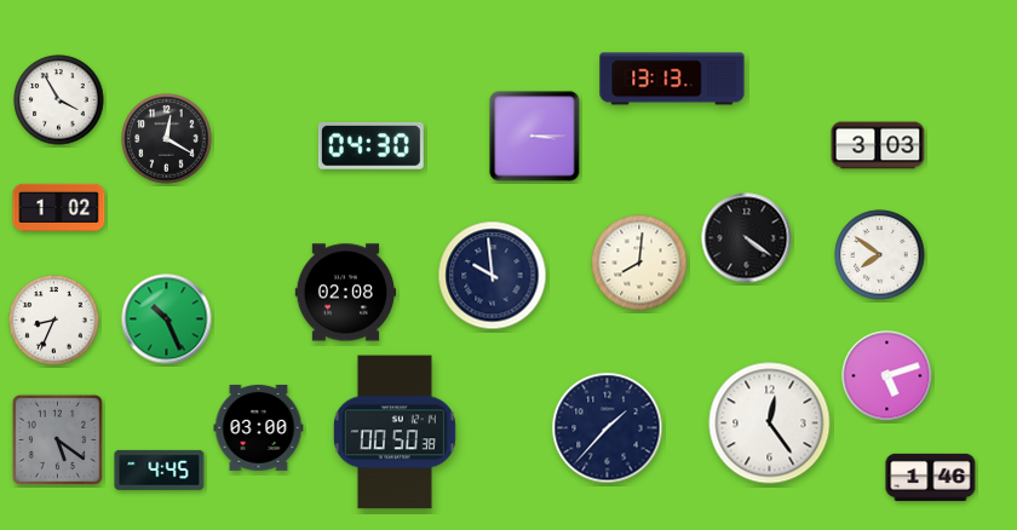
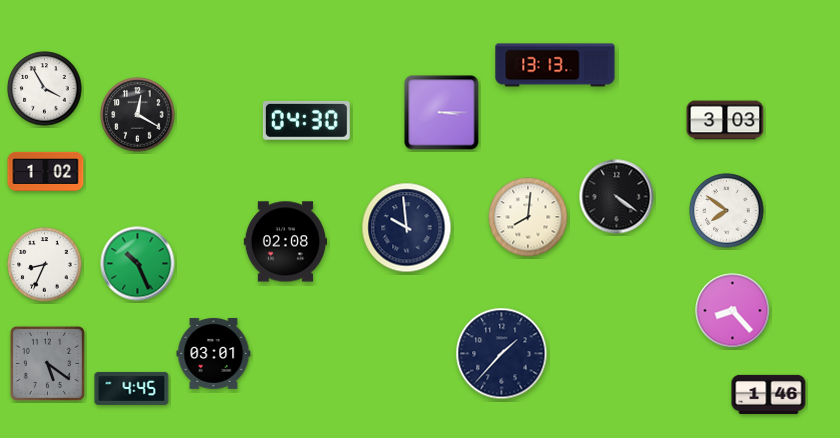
clock at (59, 100) position: (59, 100) -> (45, 89)
clock at (59, 207) position: (59, 207) -> (46, 171)
clock at (887, 376): 5:12 -> 8:23
clock at (770, 424): 12:24 -> none
clock at (259, 427): 03:00 -> 03:01
clock at (395, 432): 00:50 -> none
